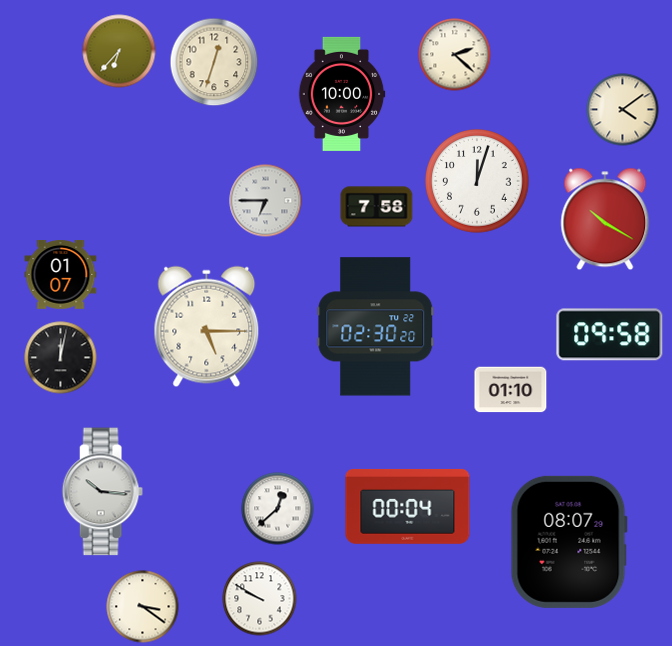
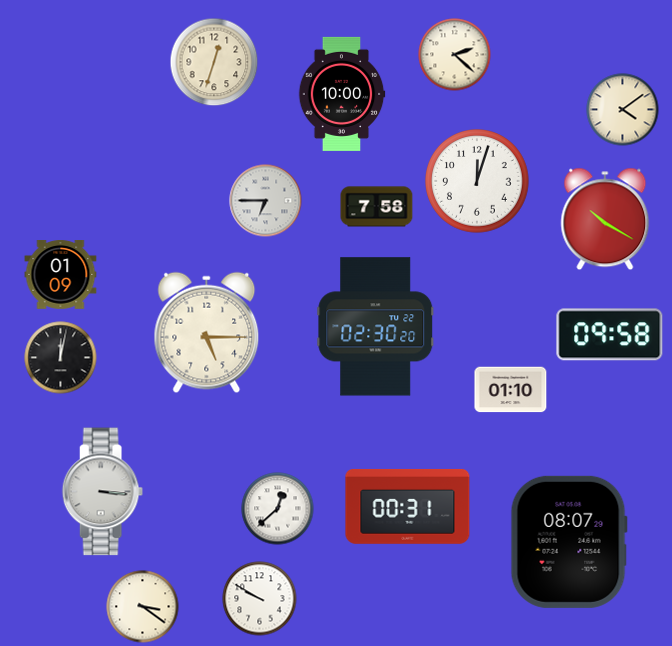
clock at (119, 51): 6:37 -> none
clock at (61, 275): 01:07 -> 01:09
clock at (207, 327) position: (207, 327) -> (207, 333)
clock at (102, 492): 10:16 -> 3:16
clock at (408, 506): 00:04 -> 00:31
